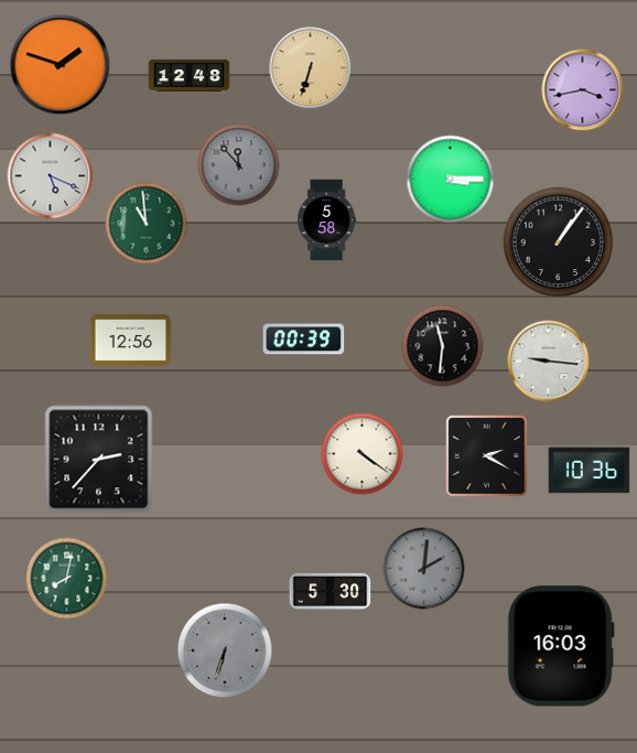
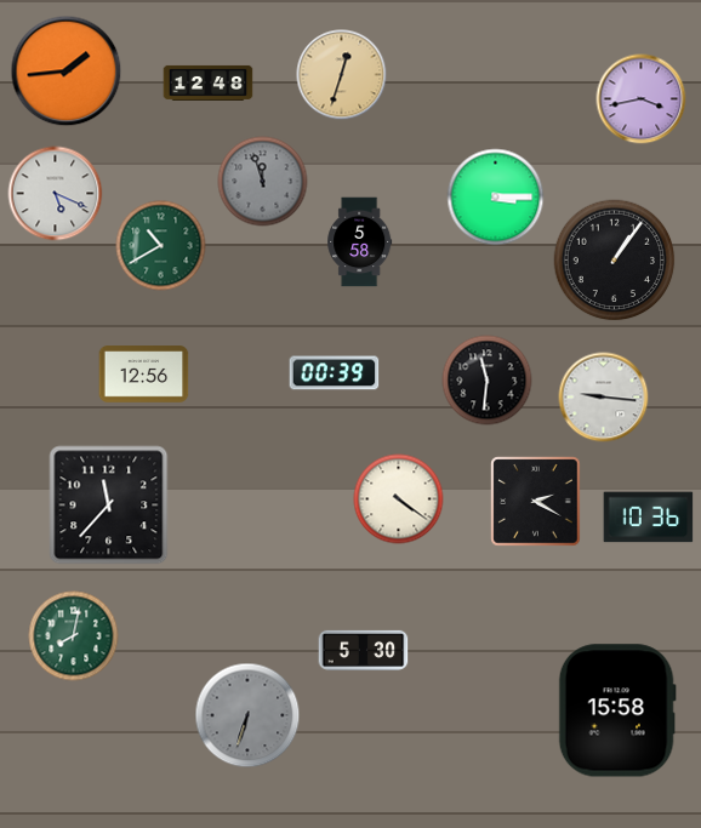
clock at (61, 65): 1:48 -> 1:44
clock at (311, 68): 6:33 -> 12:33
clock at (239, 165): 11:53 -> 11:57
clock at (147, 224): 10:59 -> 10:40
clock at (559, 243) position: (559, 243) -> (615, 261)
clock at (99, 460): 2:37 -> 11:37
clock at (424, 569): 2:01 -> none
clock at (561, 646): 16:03 -> 15:58
